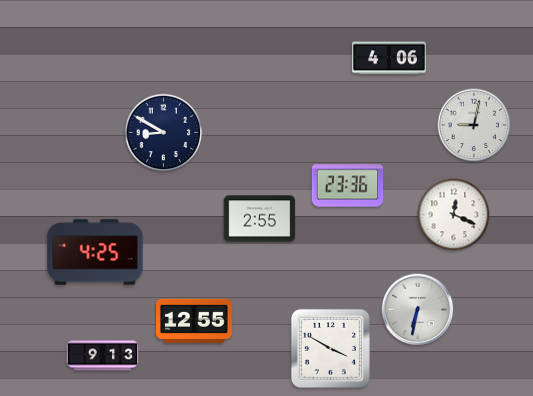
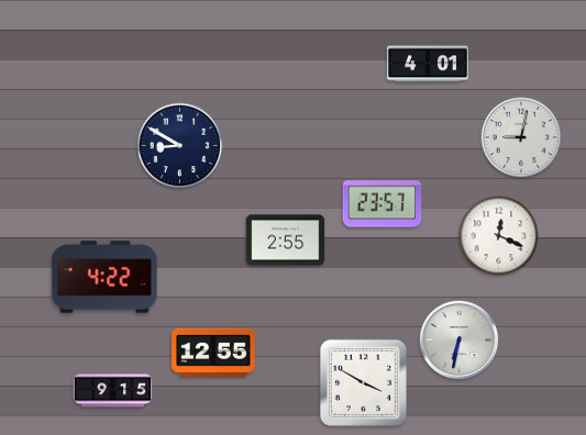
clock at (389, 58): 4:06 -> 4:01
clock at (348, 186): 23:36 -> 23:57
clock at (95, 252): 4:25 -> 4:22
clock at (103, 356): 9:13 -> 9:15
